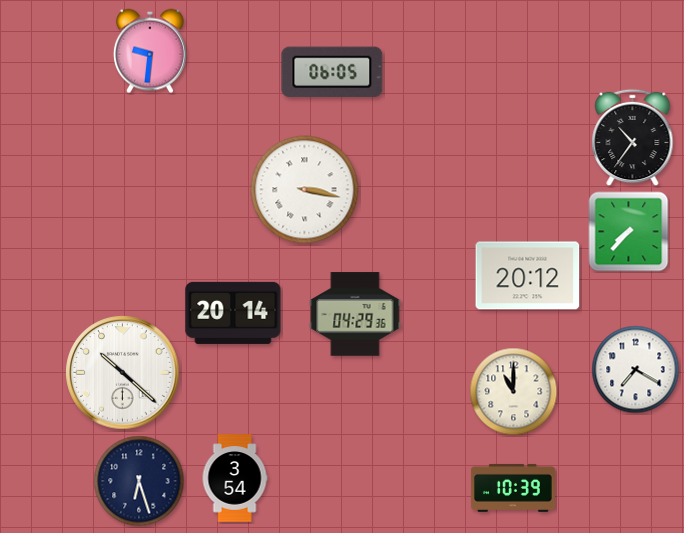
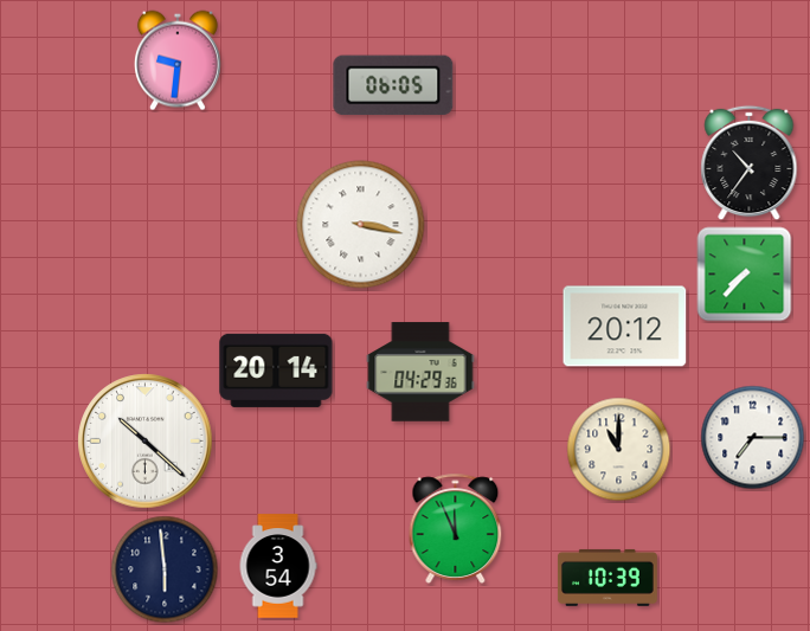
clock at (636, 370): 7:20 -> 7:15
clock at (514, 392) position: (514, 392) -> (619, 450)
clock at (456, 528): none -> 11:56
clock at (139, 481): 6:27 -> 5:59
